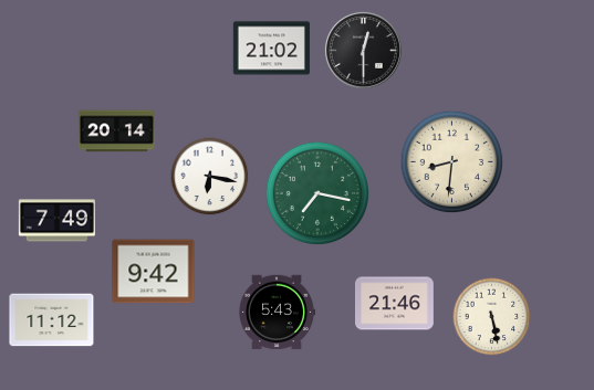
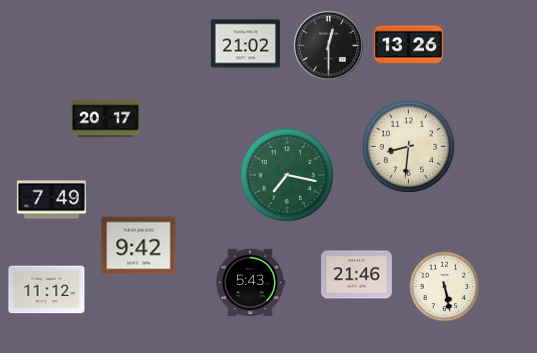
clock at (408, 45): none -> 13:26
clock at (116, 131): 20:14 -> 20:17
clock at (210, 177): 6:17 -> none
